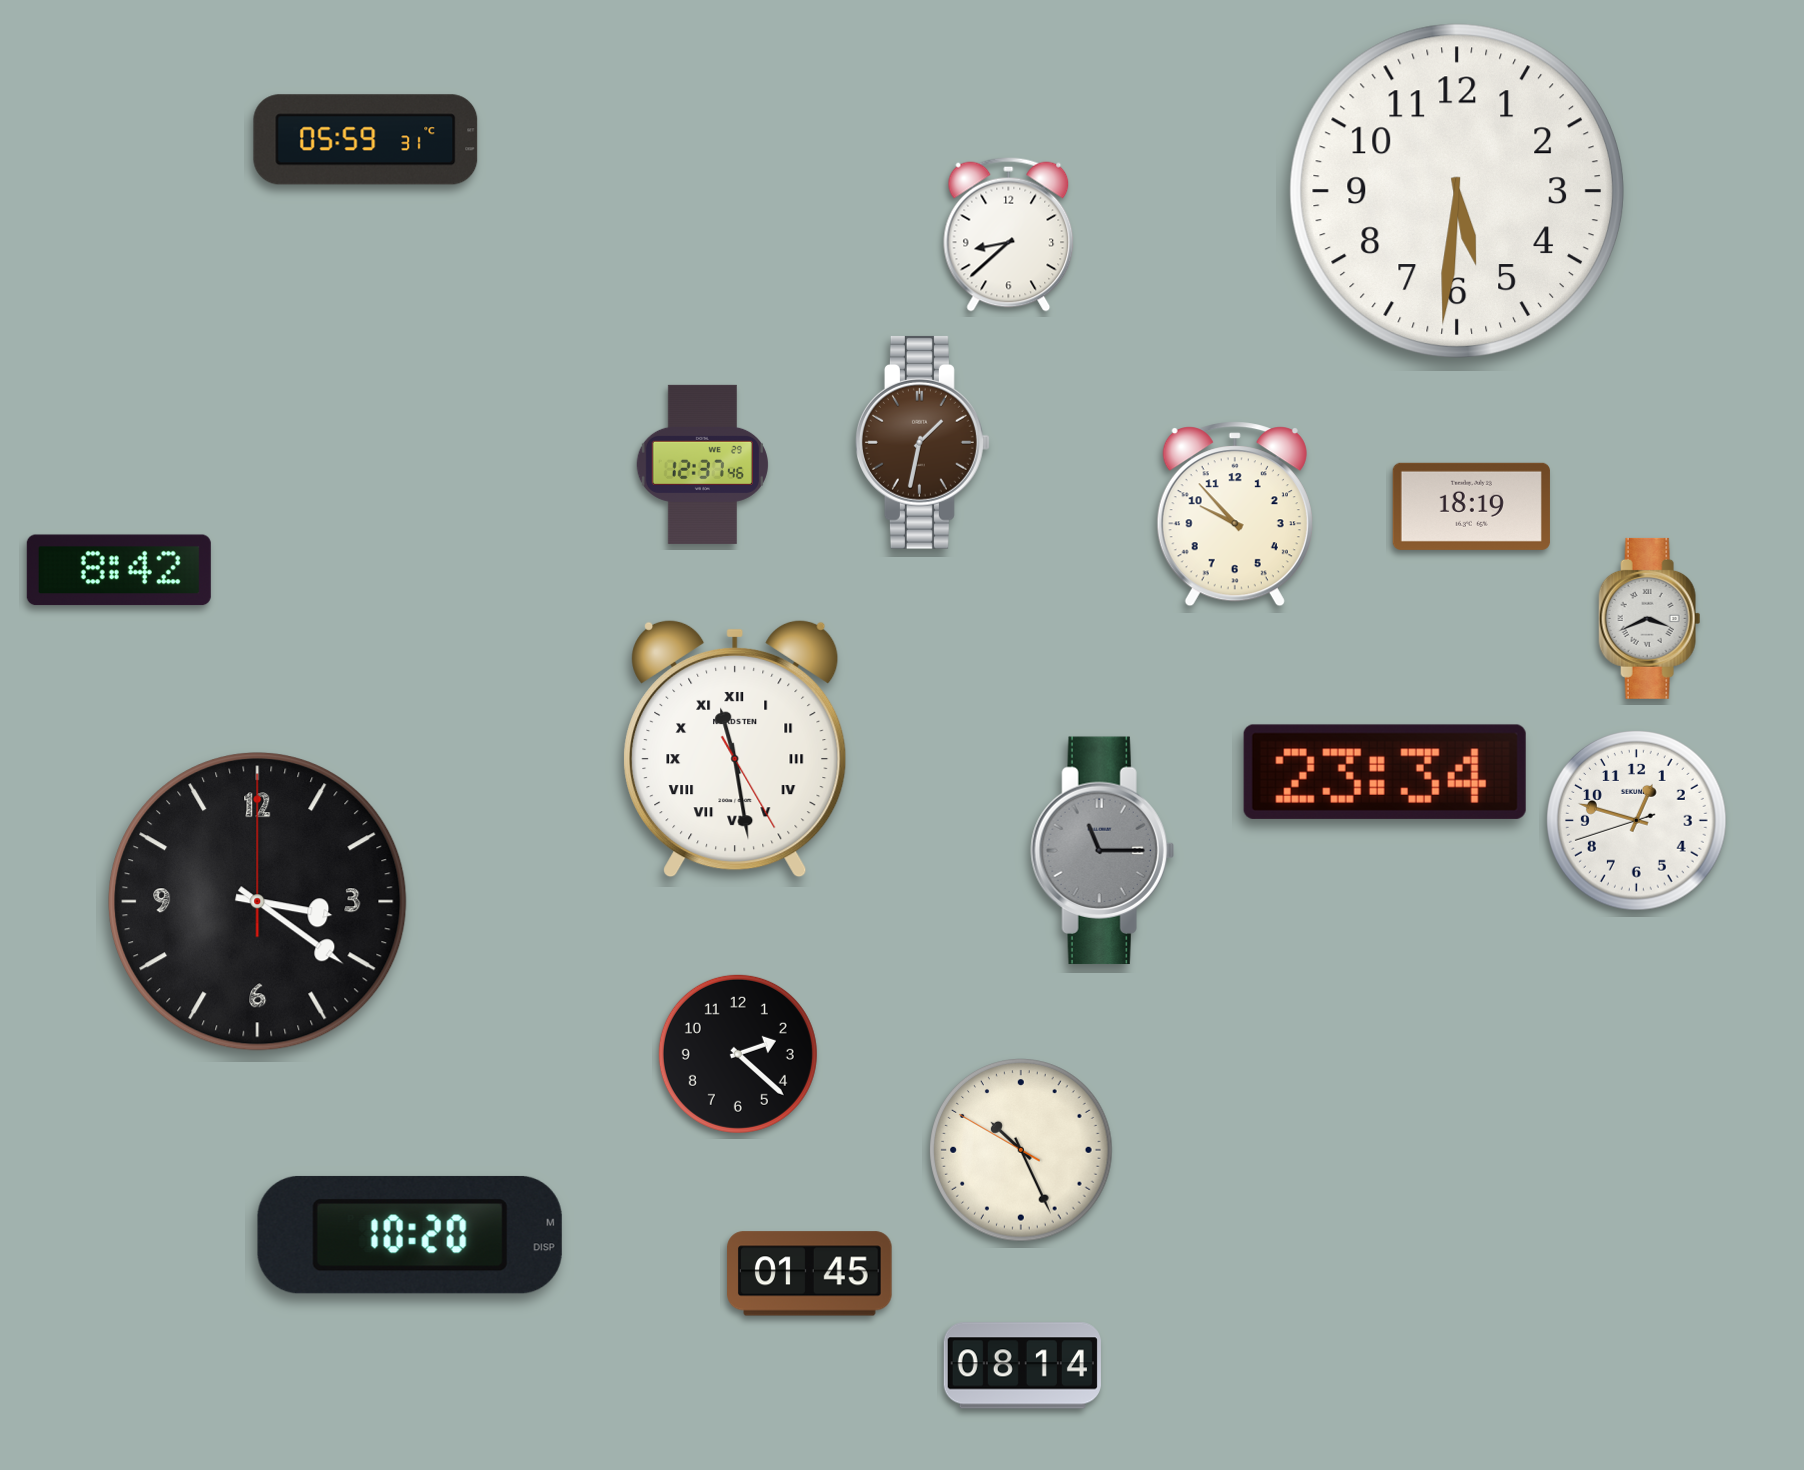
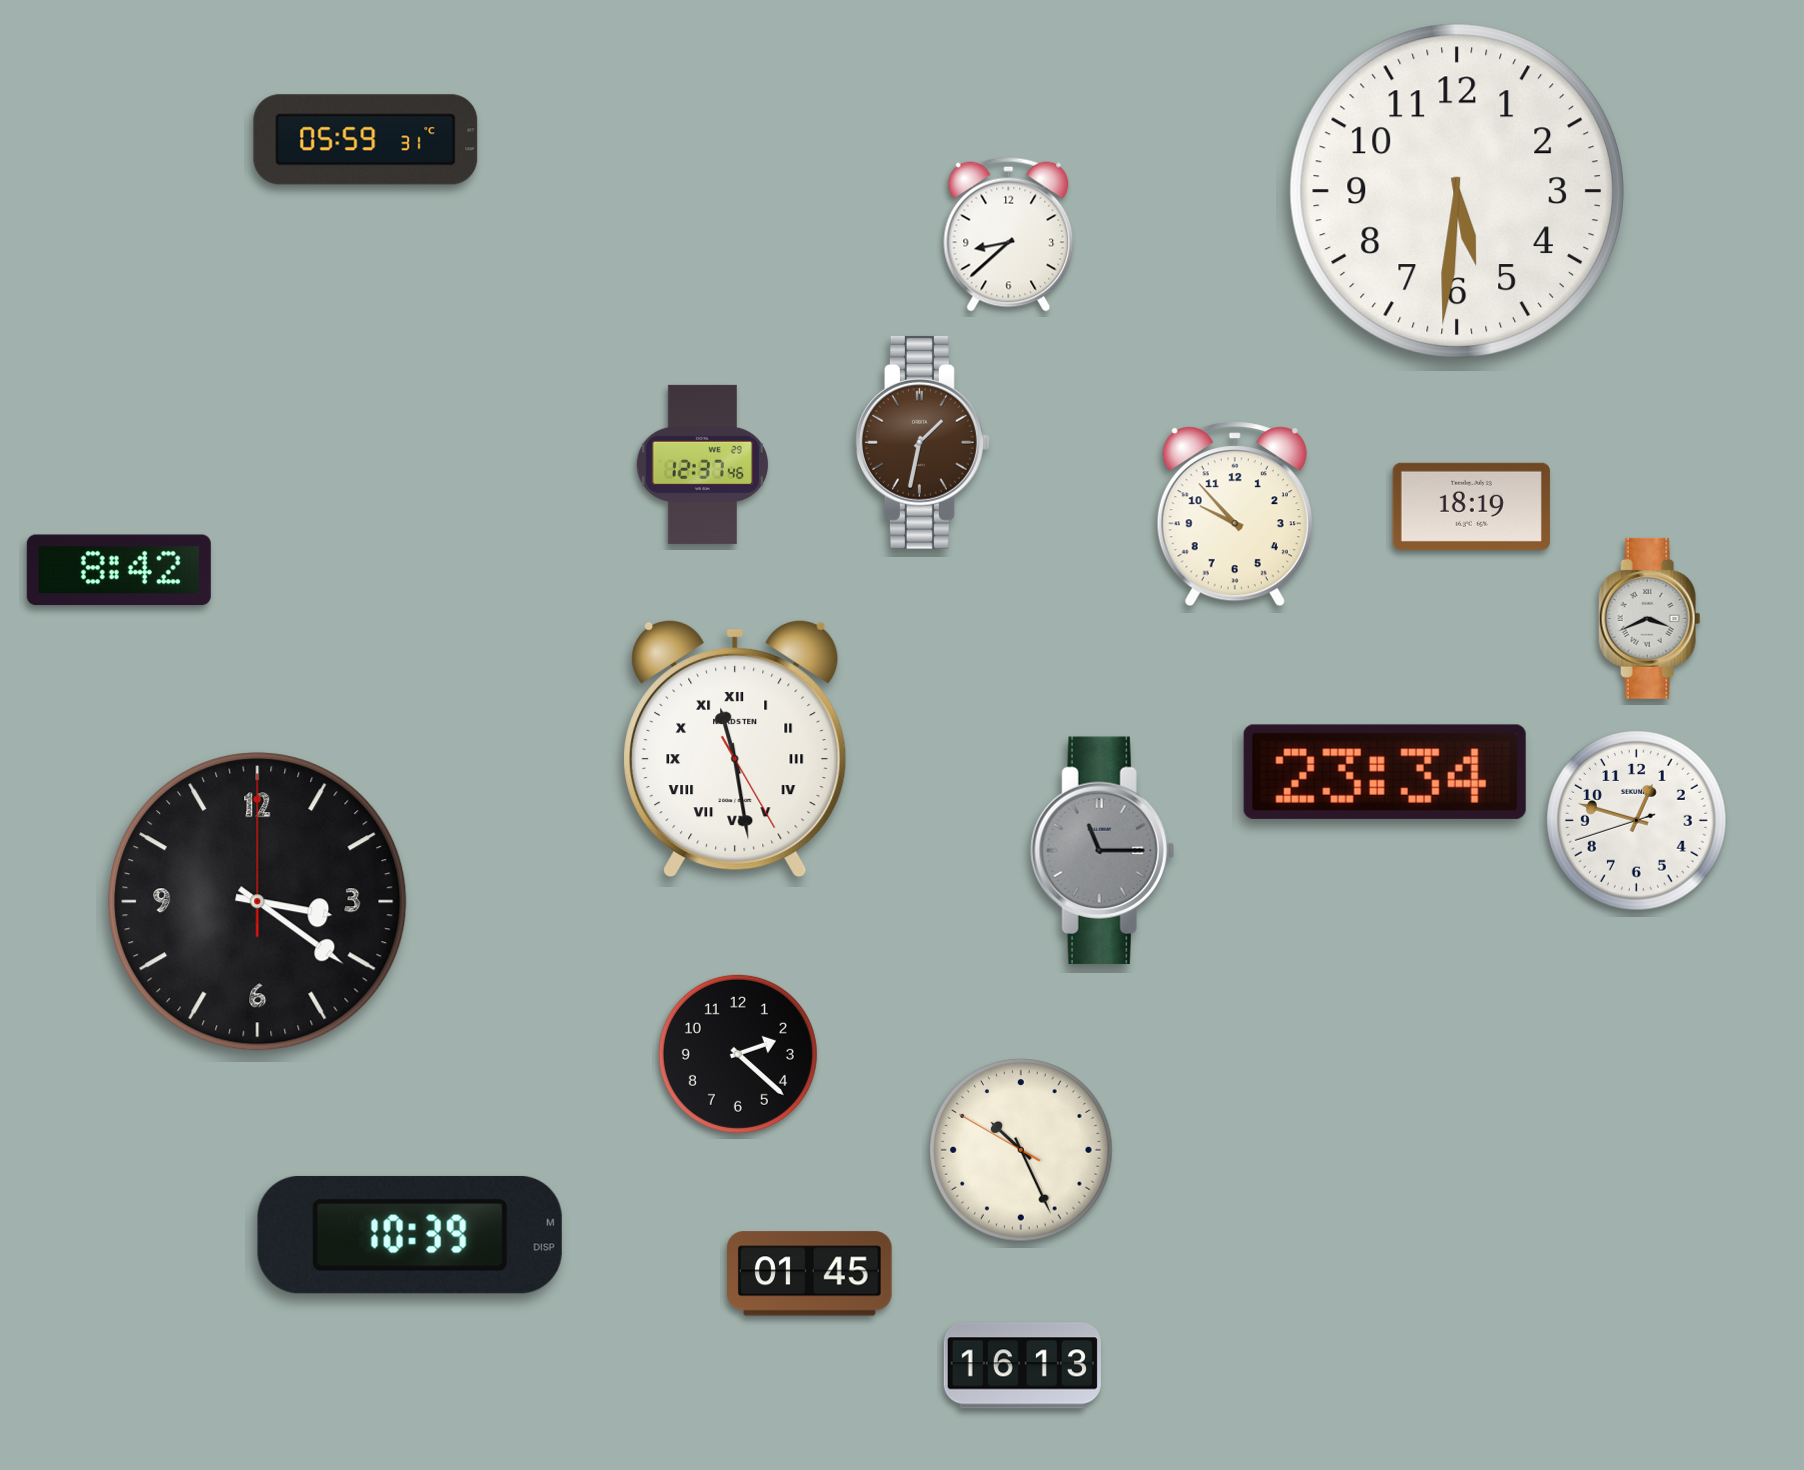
clock at (410, 1235): 10:20 -> 10:39
clock at (1022, 1366): 08:14 -> 16:13
